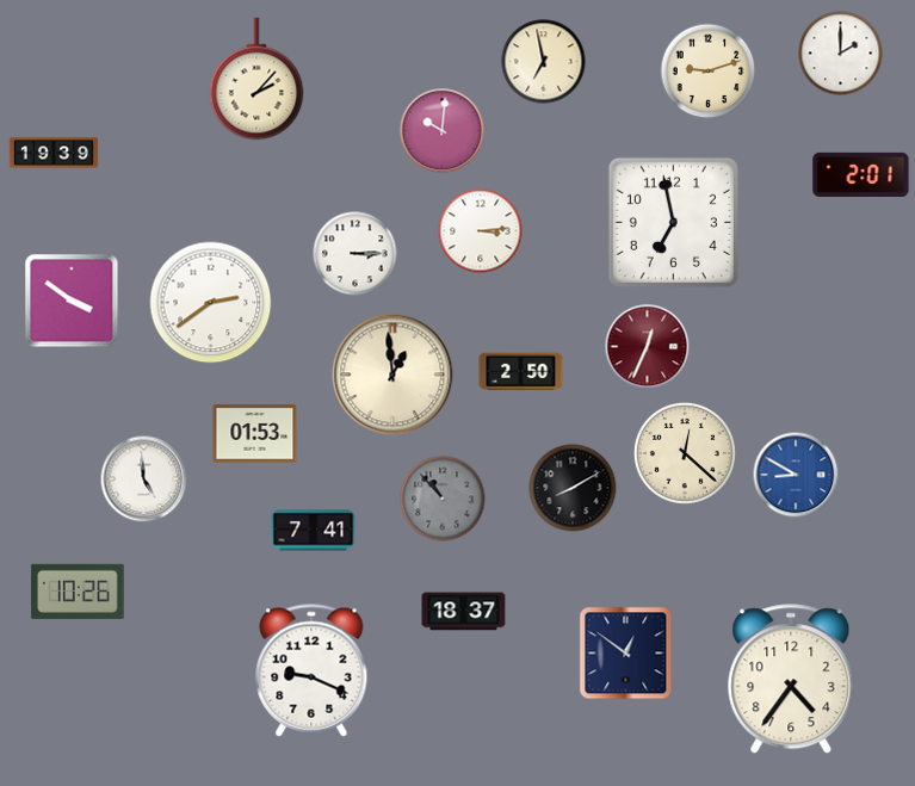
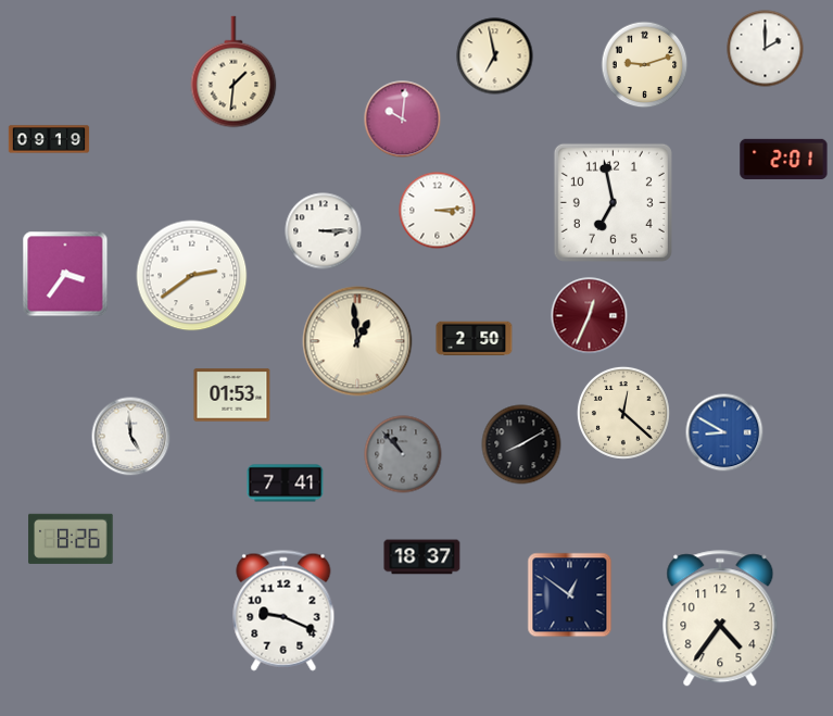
clock at (256, 79): 2:07 -> 1:31
clock at (54, 153): 19:39 -> 09:19
clock at (72, 301): 3:51 -> 3:36
clock at (78, 592): 10:26 -> 8:26
